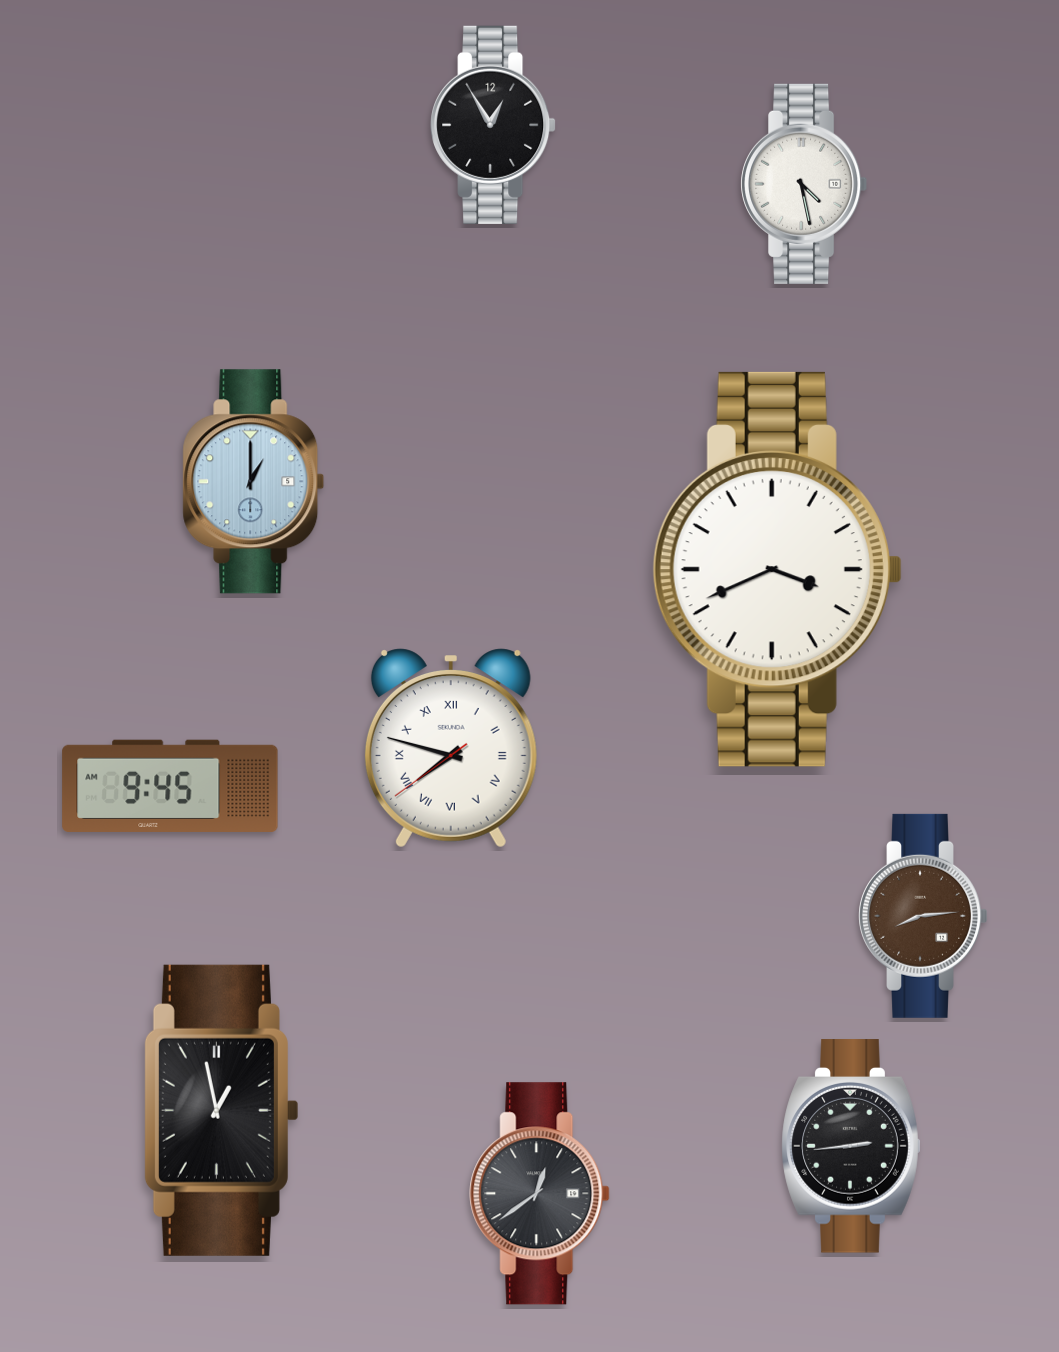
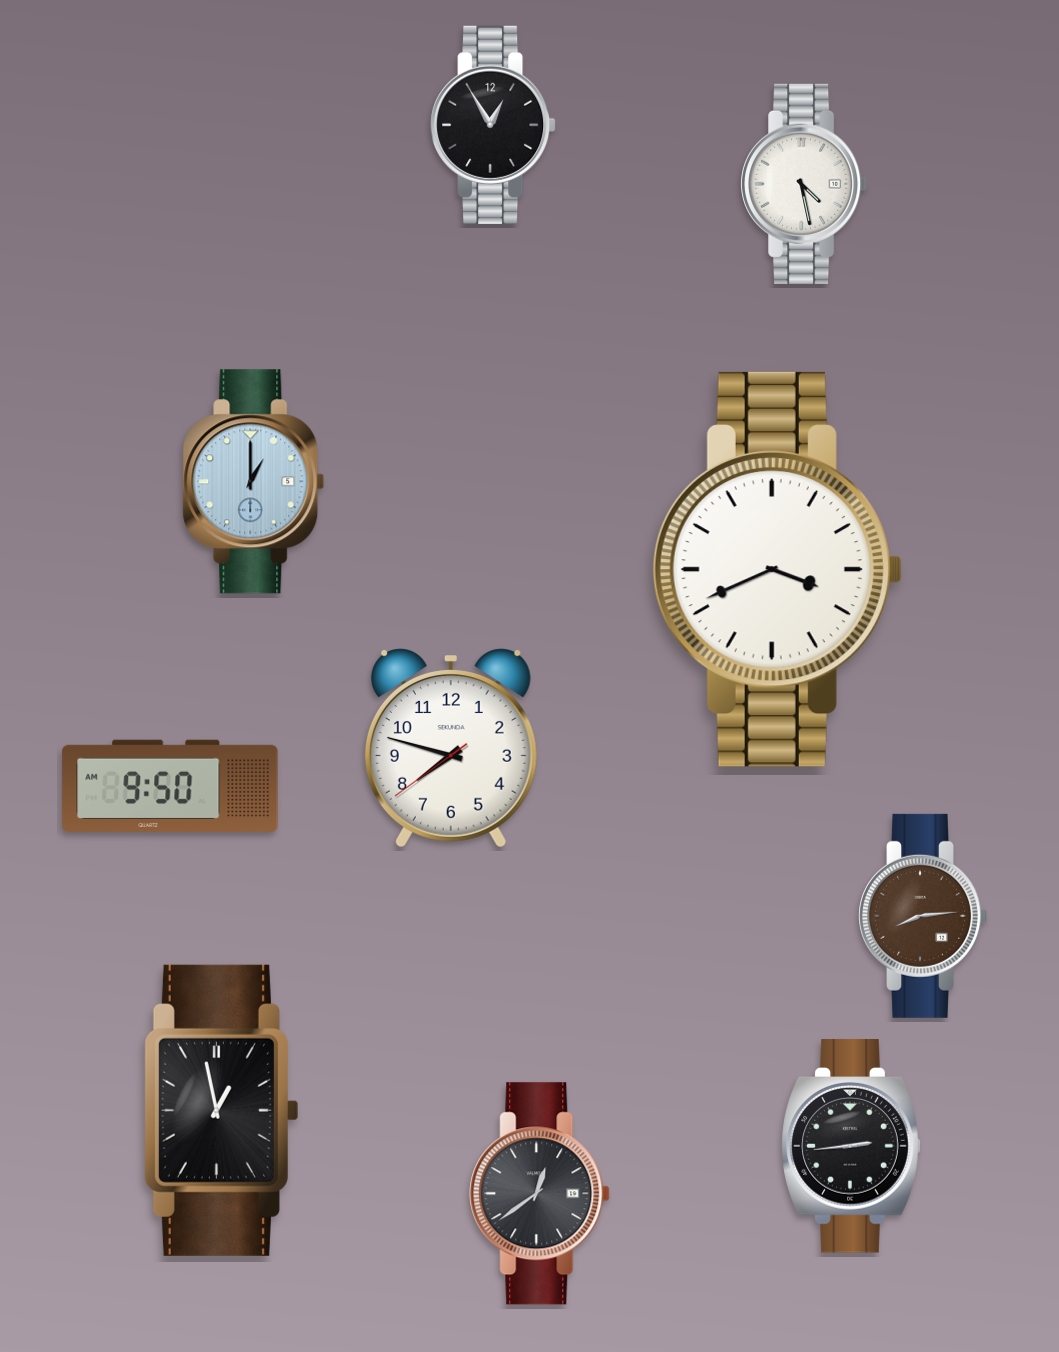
clock at (451, 748) numerals: Roman -> Arabic
clock at (170, 786): 9:45 -> 9:50
